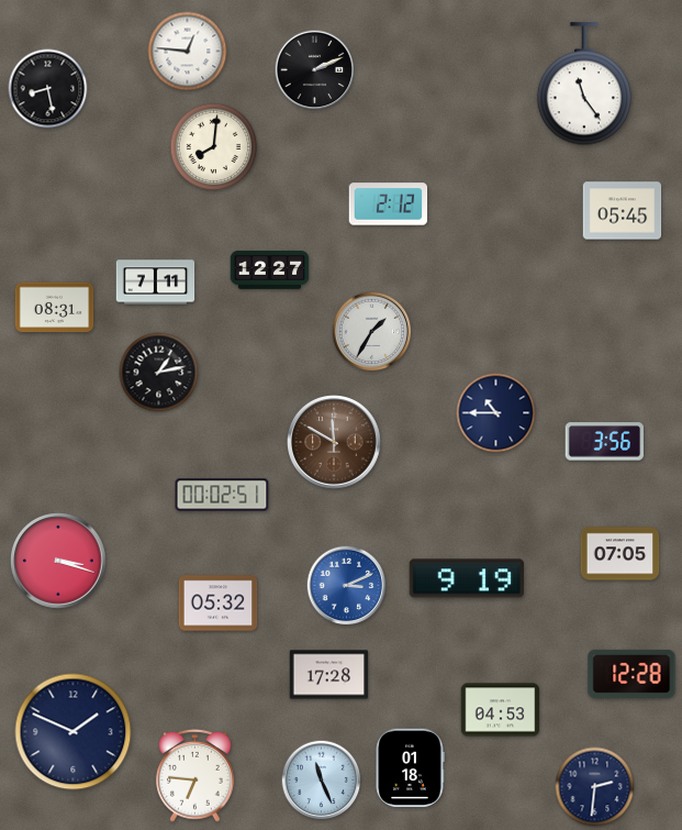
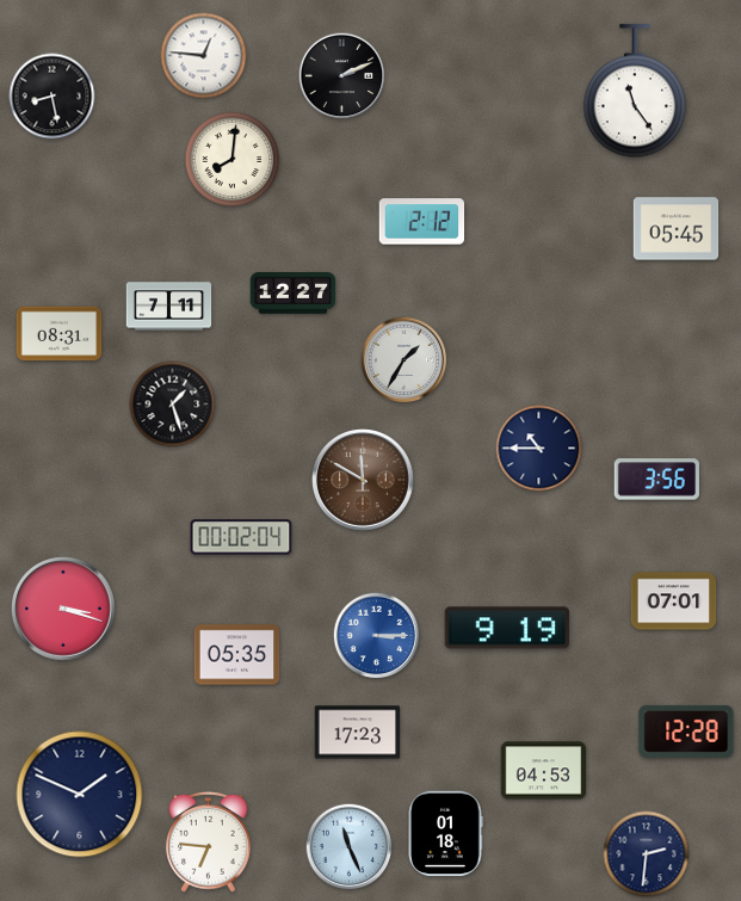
clock at (159, 373): 1:13 -> 1:27
clock at (222, 495): 00:02:51 -> 00:02:04
clock at (620, 554): 07:05 -> 07:01
clock at (347, 586): 3:11 -> 3:15
clock at (219, 604): 05:32 -> 05:35
clock at (329, 675): 17:28 -> 17:23
clock at (195, 775) position: (195, 775) -> (209, 841)
